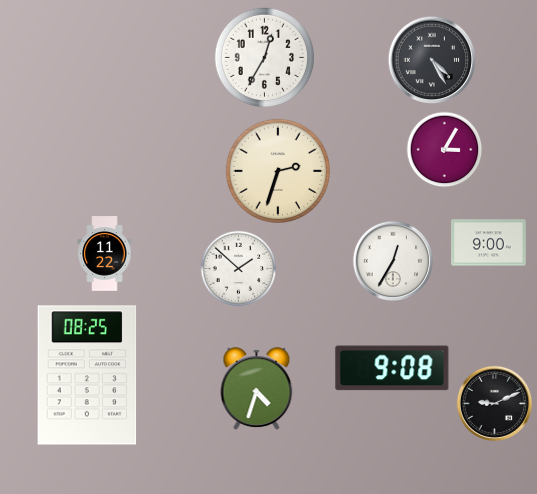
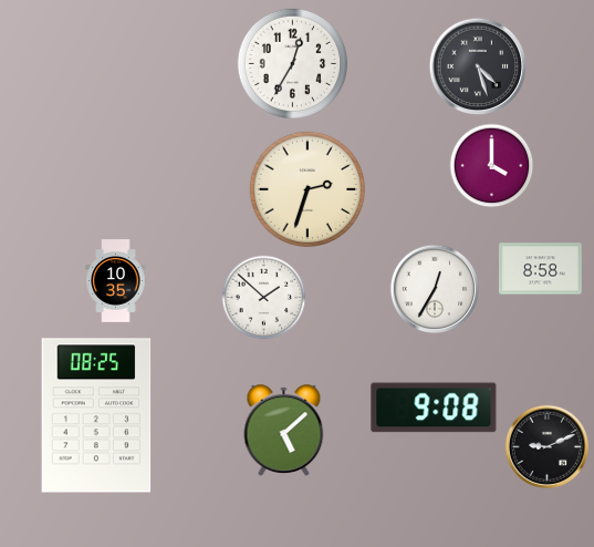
clock at (432, 60): 4:25 -> 4:27
clock at (445, 150): 3:05 -> 4:00
clock at (489, 243): 9:00 -> 8:58
clock at (105, 254): 11:22 -> 10:35
clock at (257, 388): 4:33 -> 5:08
